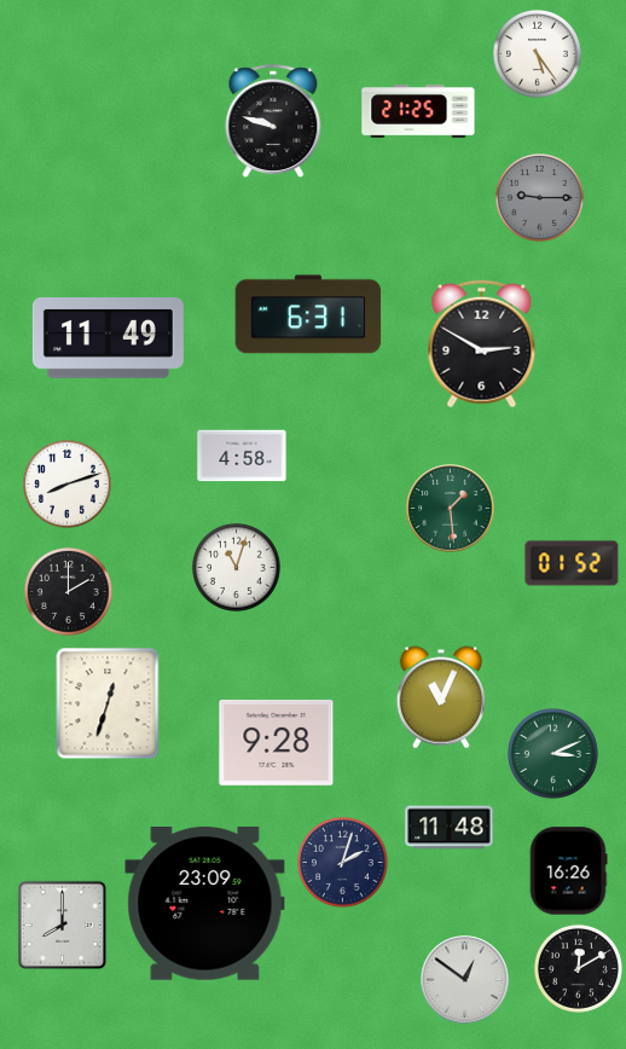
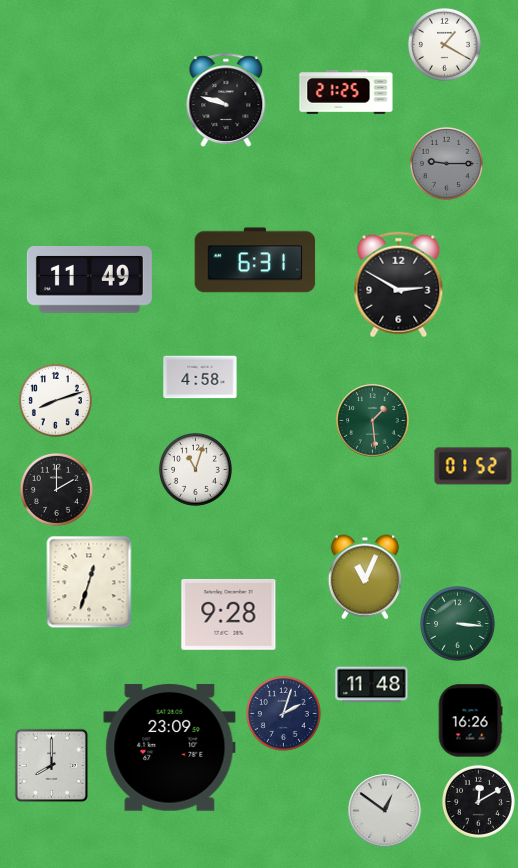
clock at (537, 53): 5:24 -> 1:20
clock at (553, 754): 3:11 -> 3:16
